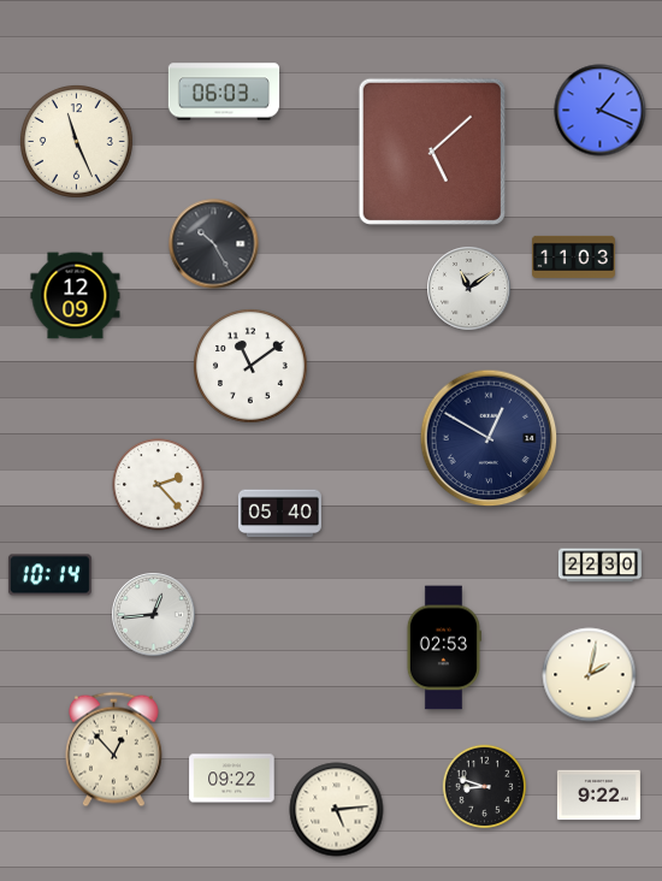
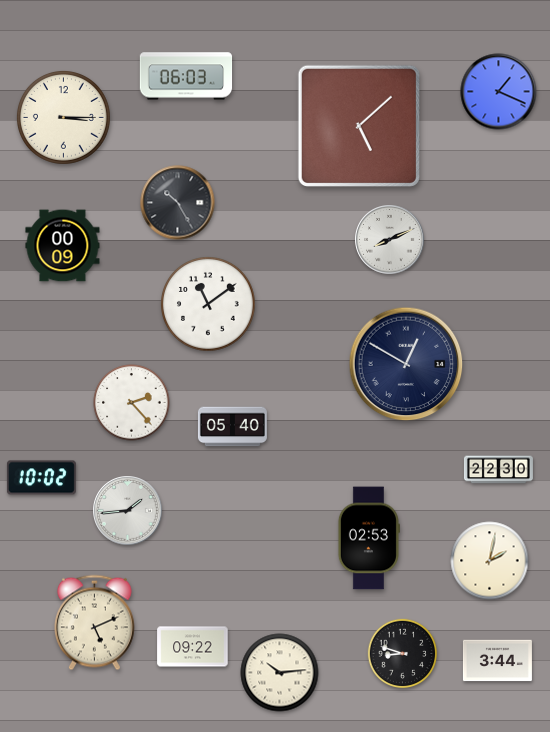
clock at (76, 141): 11:26 -> 3:15
clock at (573, 256): 11:03 -> none
clock at (469, 289): 11:09 -> 8:11
clock at (76, 296): 12:09 -> 00:09
clock at (49, 575): 10:14 -> 10:02
clock at (154, 615): 12:44 -> 1:44
clock at (113, 750): 12:53 -> 5:11
clock at (598, 796): 9:22 -> 3:44
clock at (337, 810): 5:14 -> 10:14
